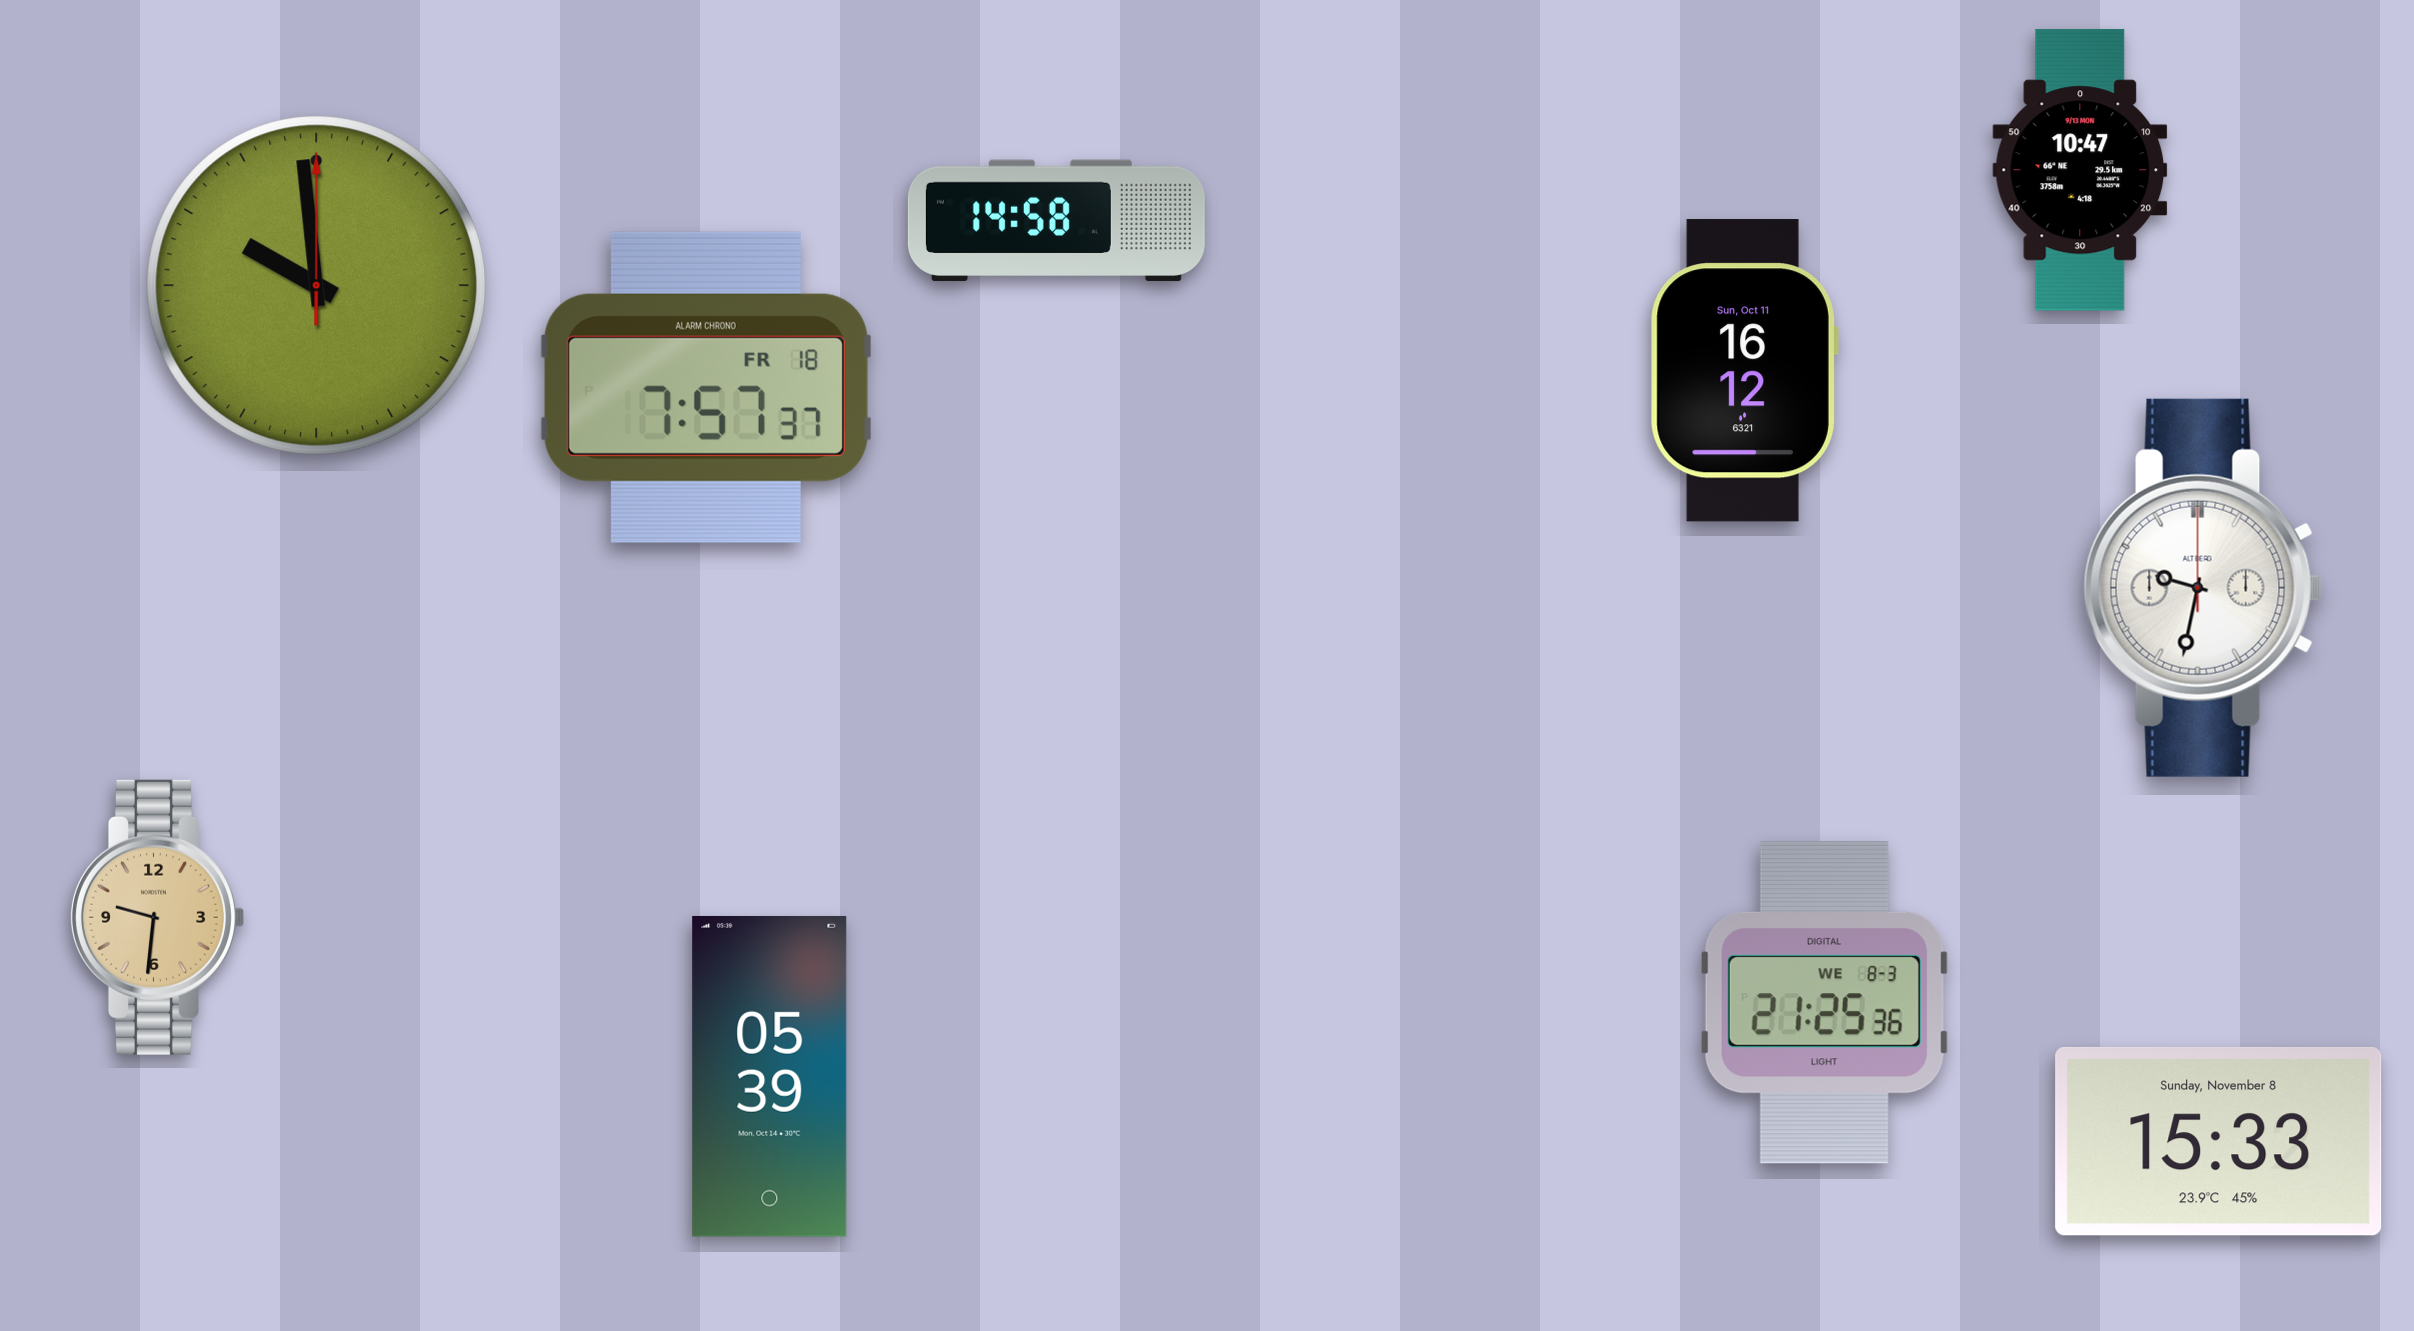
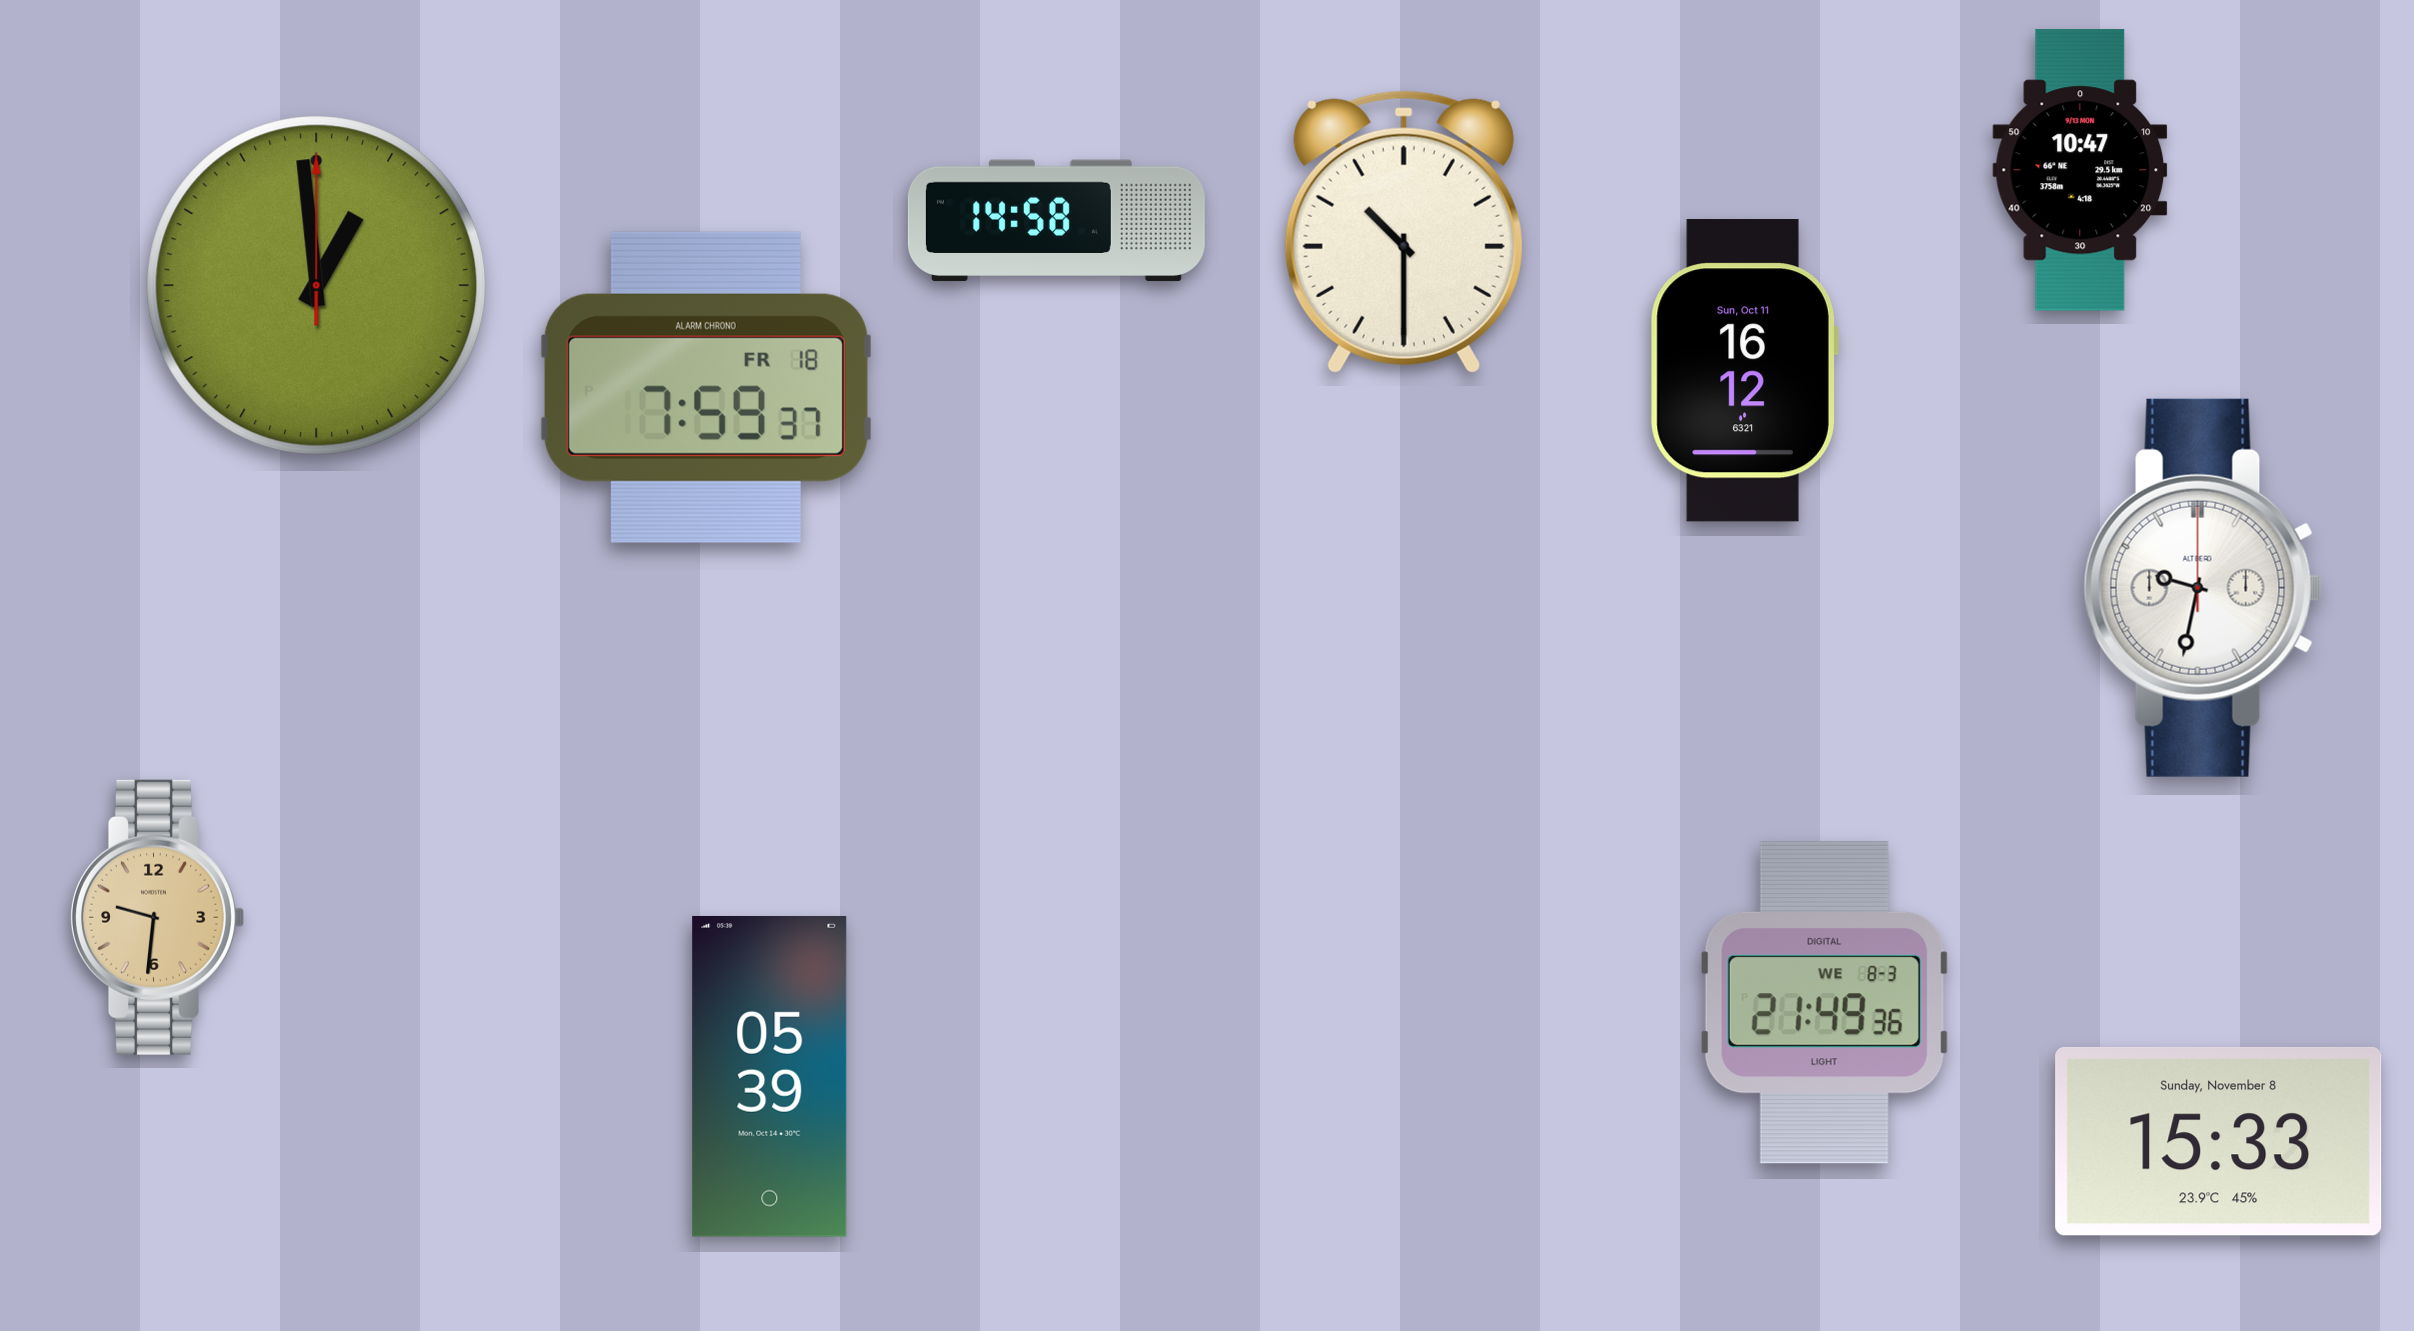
clock at (1404, 232): none -> 10:30
clock at (317, 286): 9:59 -> 12:59
clock at (706, 387): 7:57 -> 7:59
clock at (1824, 1002): 21:25 -> 21:49
